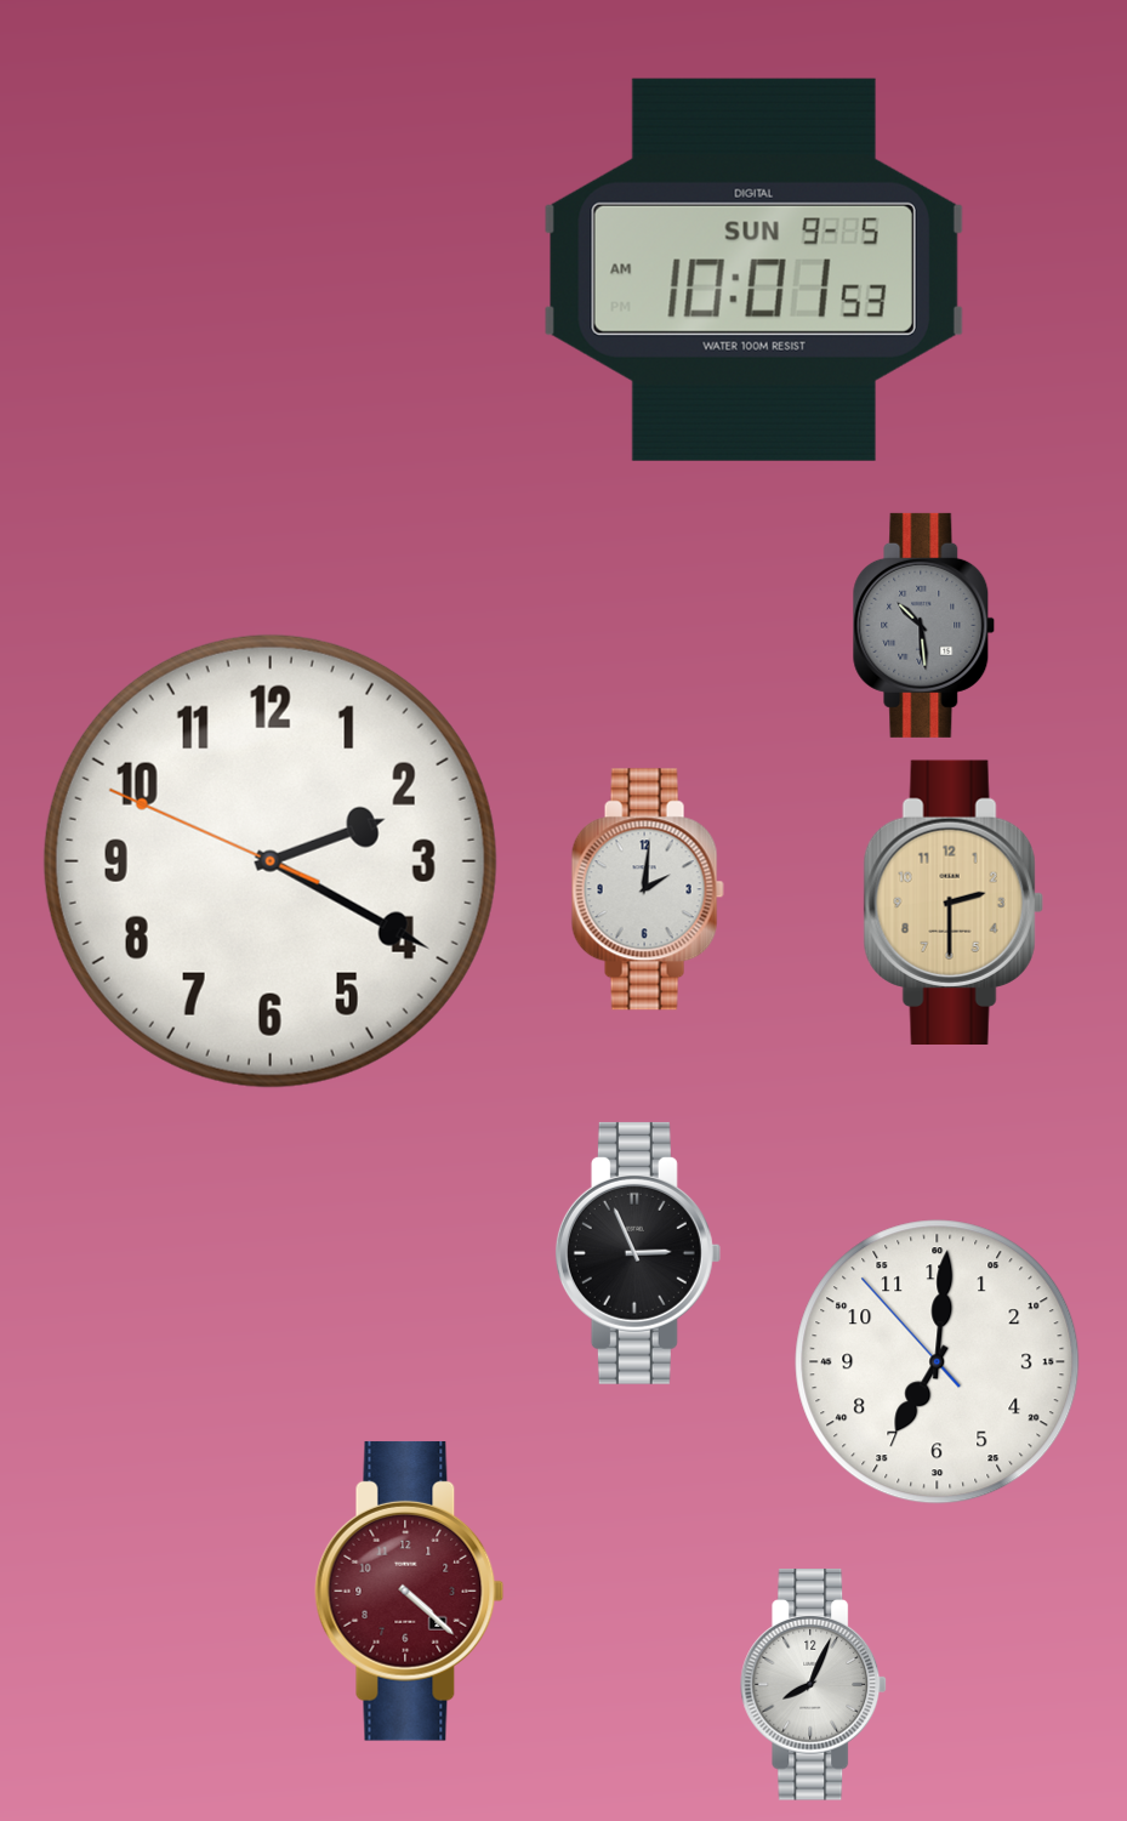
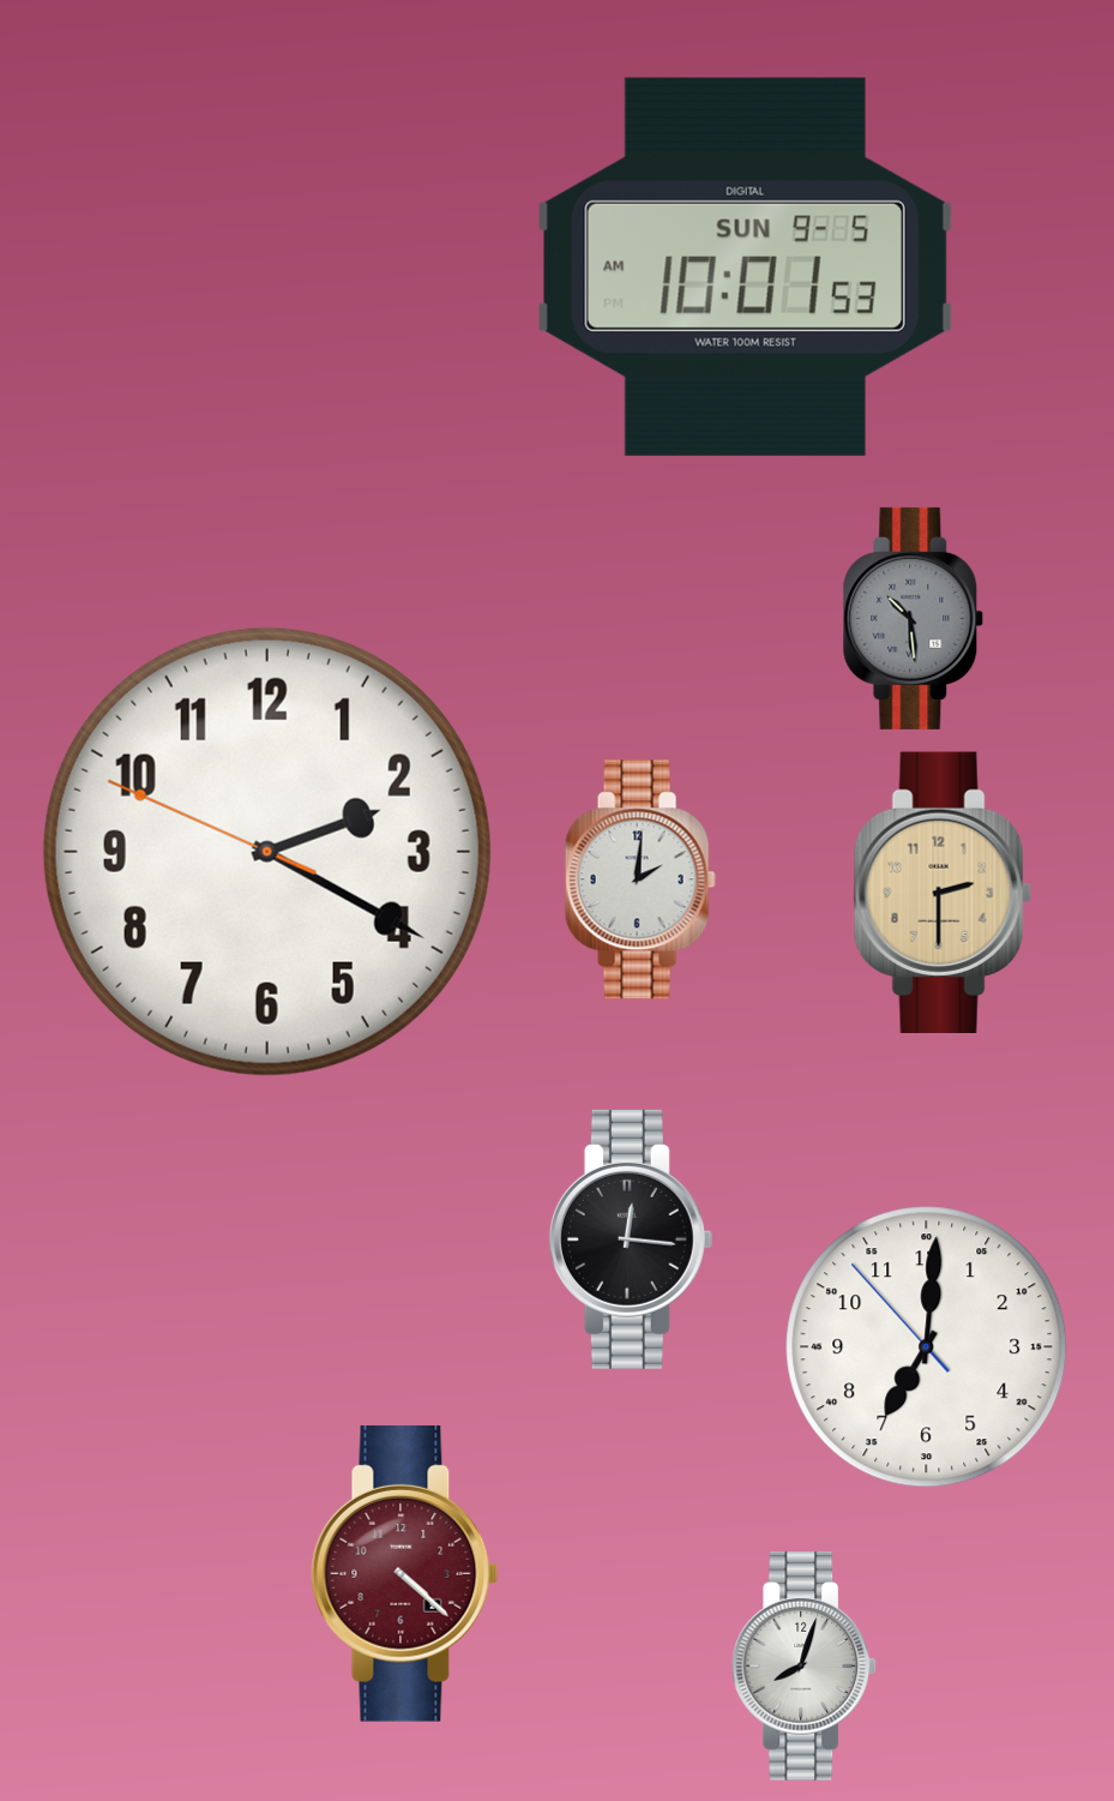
clock at (638, 1253): 2:56 -> 12:16
clock at (814, 1685): 8:04 -> 8:03
